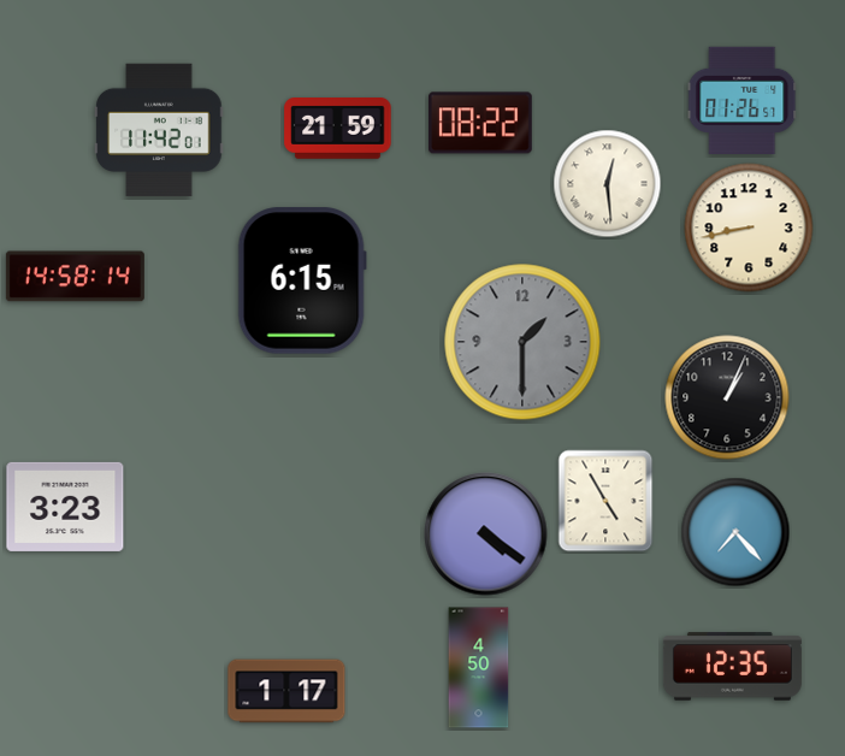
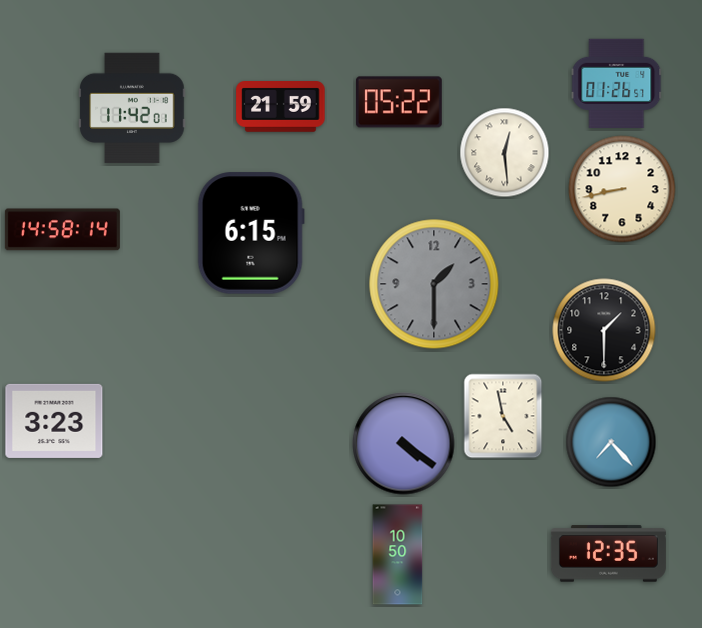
clock at (481, 123): 08:22 -> 05:22
clock at (727, 397): 1:04 -> 1:30
clock at (605, 501): 4:55 -> 4:58
clock at (479, 668): 4:50 -> 10:50
clock at (286, 691): 1:17 -> none
